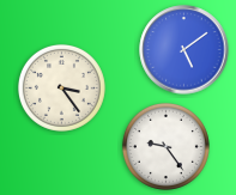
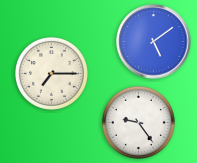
clock at (61, 87): 3:24 -> 7:15
